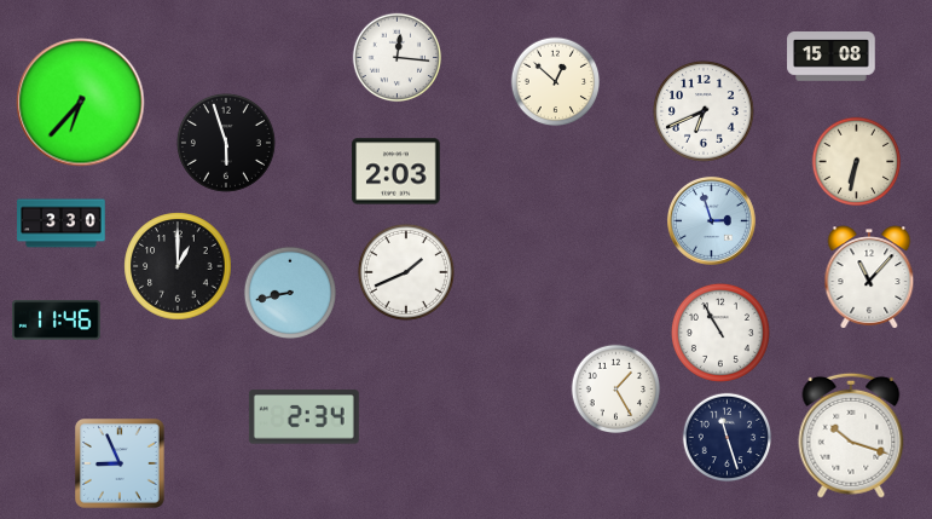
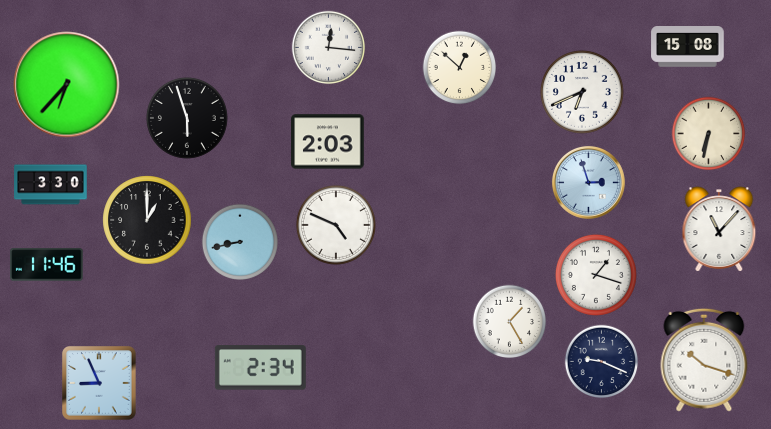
clock at (406, 272): 1:41 -> 4:49
clock at (720, 333): 10:55 -> 1:18
clock at (303, 417) position: (303, 417) -> (260, 368)
clock at (728, 438): 11:27 -> 9:19
